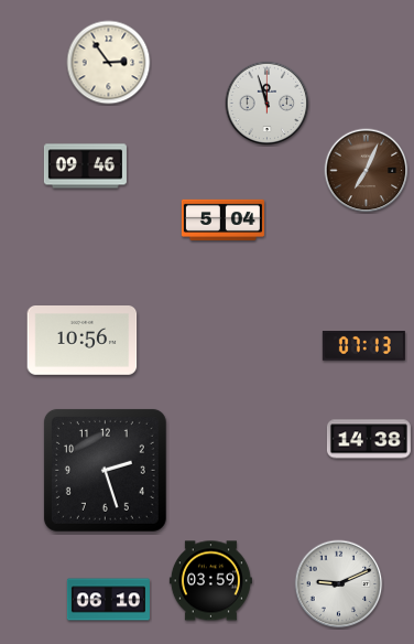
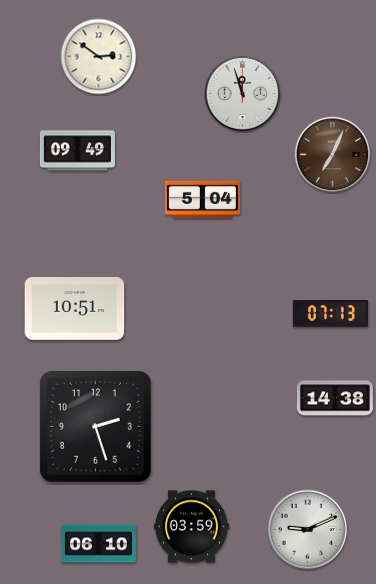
clock at (109, 63): 2:54 -> 2:51
clock at (85, 167): 09:46 -> 09:49
clock at (83, 341): 10:56 -> 10:51
